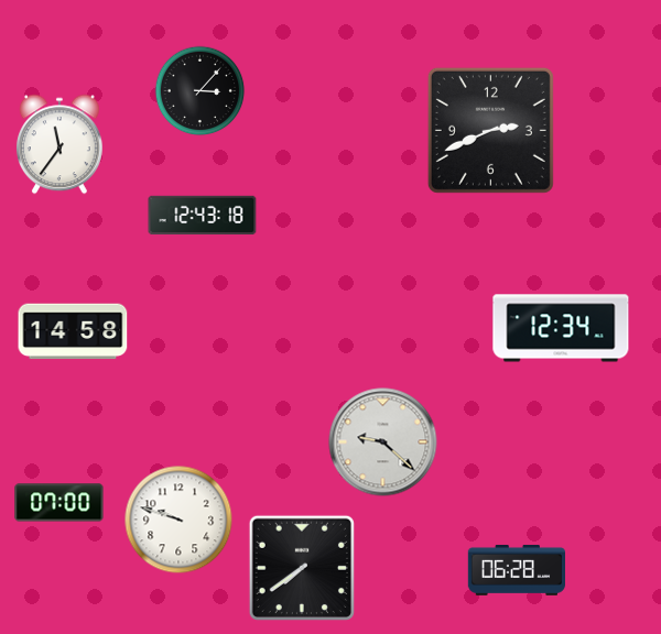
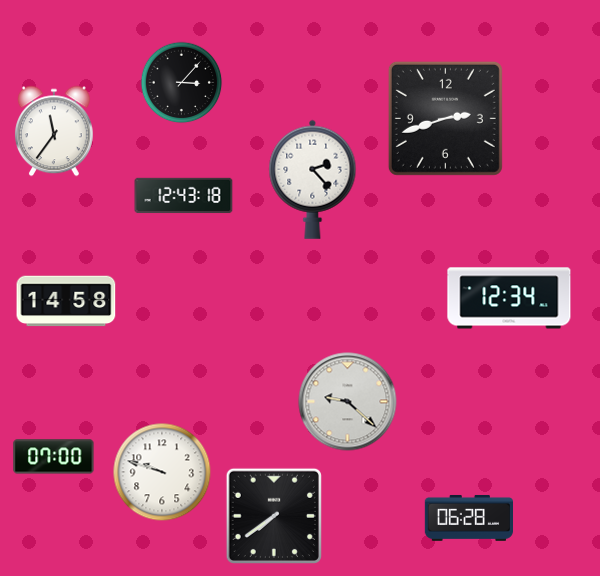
clock at (490, 130): 2:41 -> 2:42
clock at (313, 179): none -> 2:23
